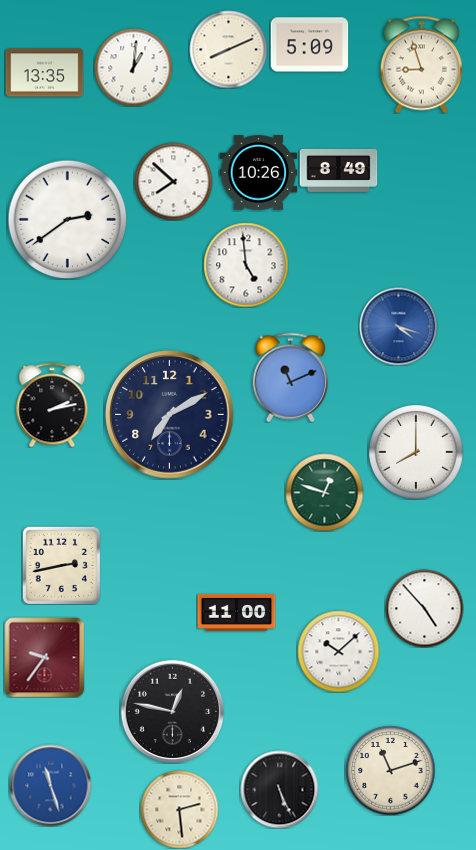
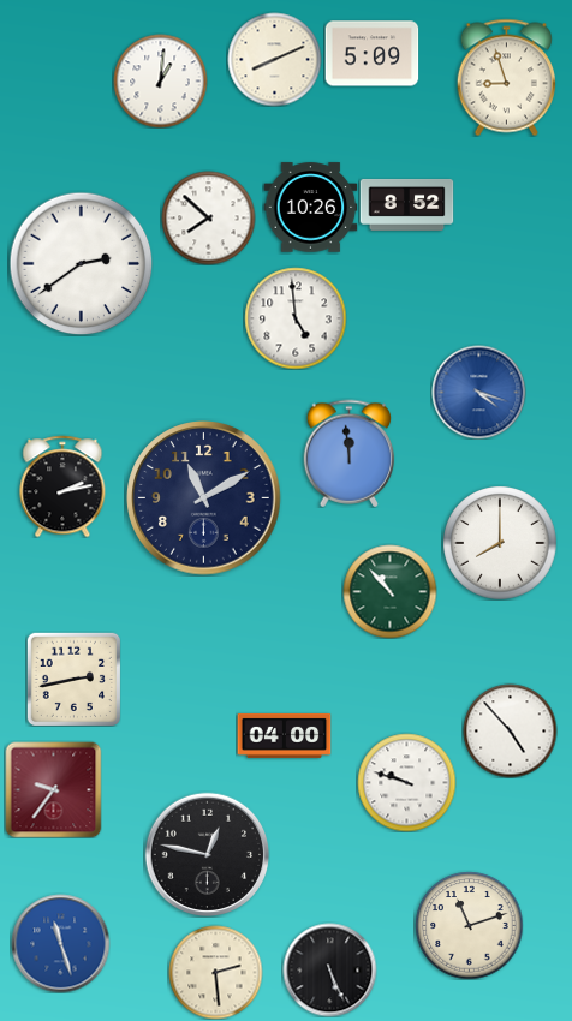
clock at (44, 73): 13:35 -> none
clock at (338, 170): 8:49 -> 8:52
clock at (291, 377): 11:11 -> 11:59
clock at (170, 415): 7:10 -> 11:10
clock at (324, 492): 12:48 -> 10:53
clock at (236, 612): 11:00 -> 04:00
clock at (338, 651): 10:08 -> 9:48
clock at (279, 789) position: (279, 789) -> (329, 969)
